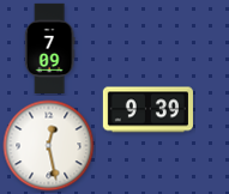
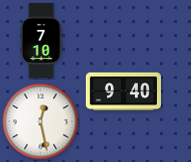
clock at (49, 48): 7:09 -> 7:10
clock at (147, 110): 9:39 -> 9:40
